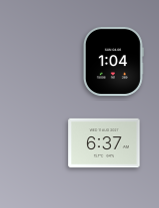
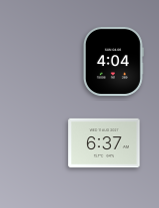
clock at (113, 61): 1:04 -> 4:04
